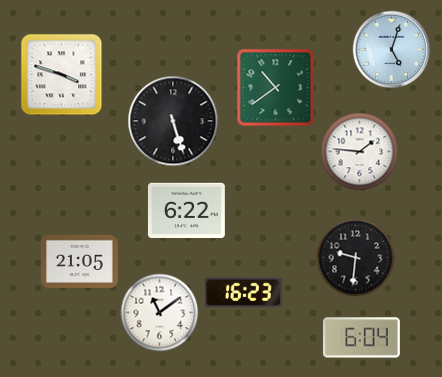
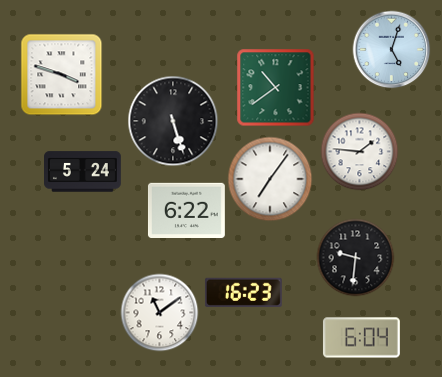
clock at (83, 172): none -> 5:24
clock at (270, 179): none -> 7:06
clock at (79, 261): 21:05 -> none
